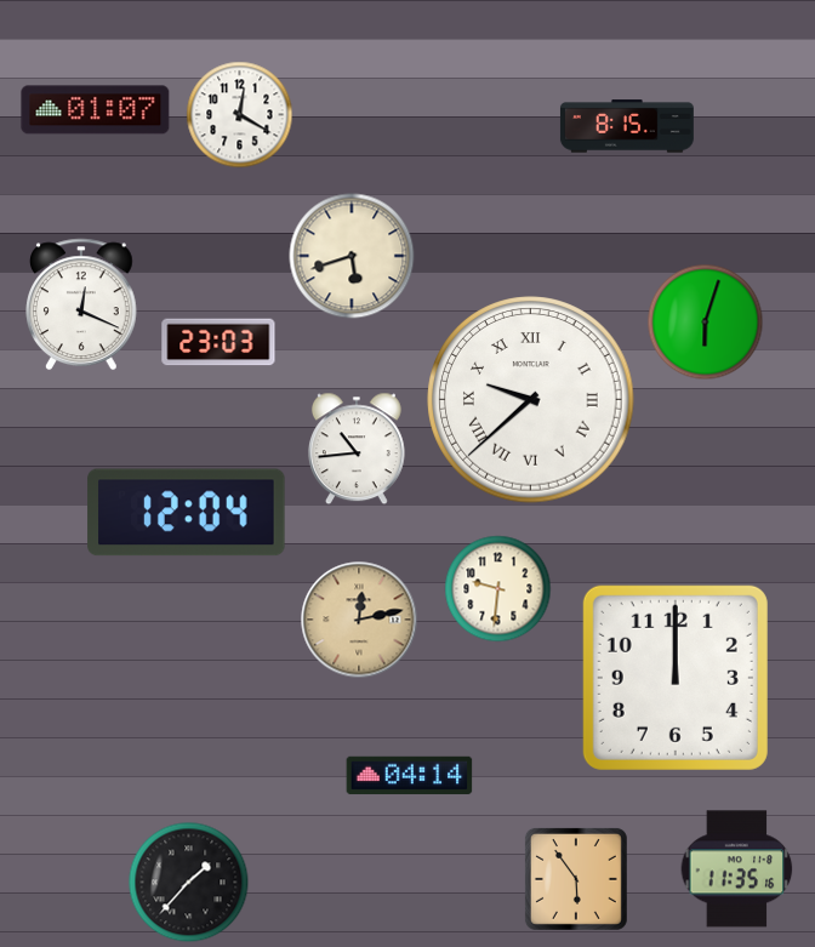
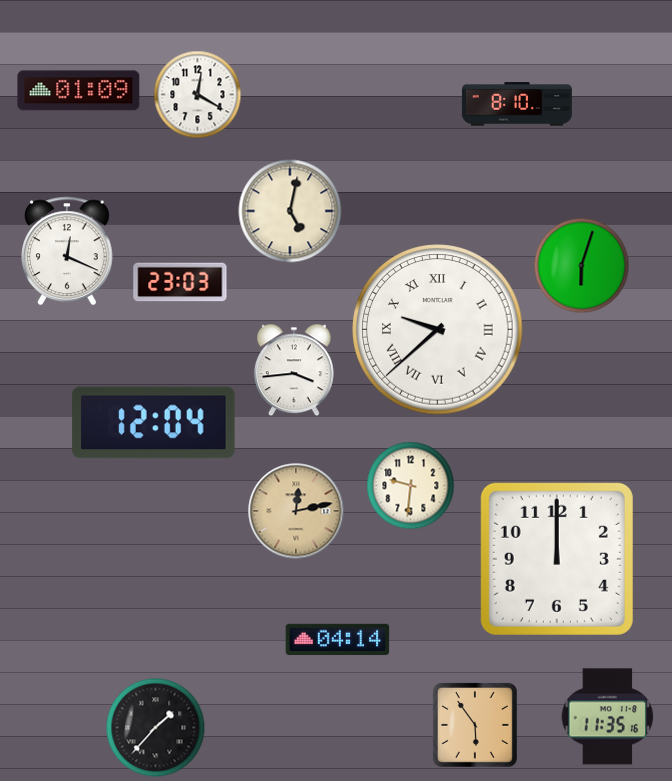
clock at (96, 110): 01:07 -> 01:09
clock at (627, 126): 8:15 -> 8:10
clock at (352, 256): 5:42 -> 5:02
clock at (357, 449): 10:44 -> 3:44
